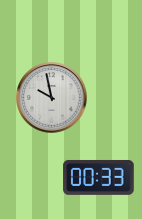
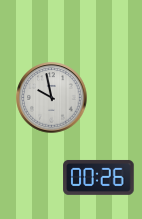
clock at (99, 177): 00:33 -> 00:26
